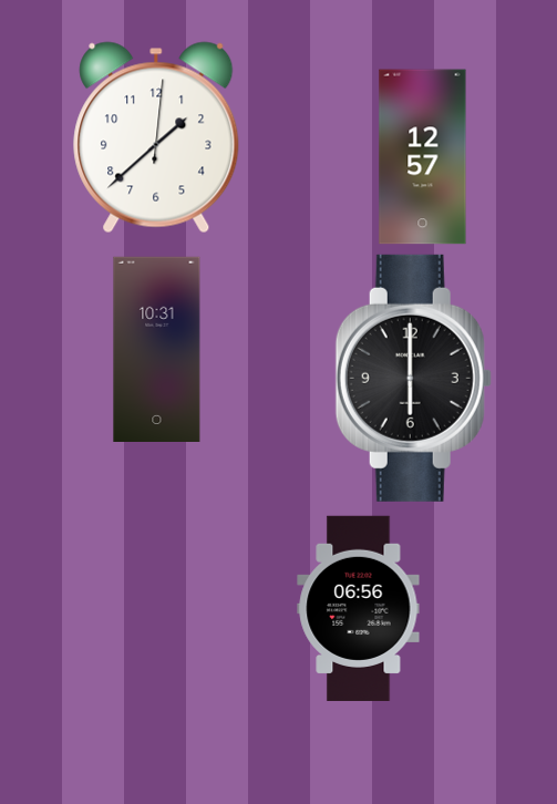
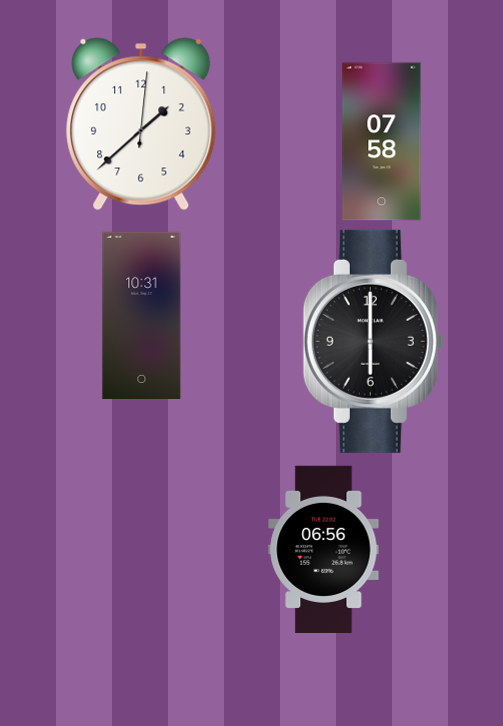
clock at (423, 157): 12:57 -> 07:58
